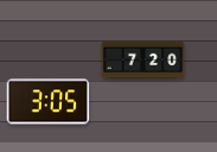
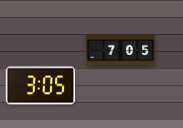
clock at (143, 61): 7:20 -> 7:05
